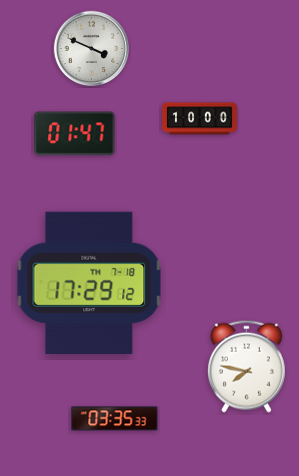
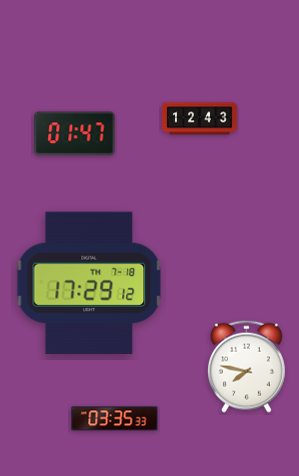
clock at (92, 49): 3:49 -> none
clock at (200, 119): 10:00 -> 12:43
